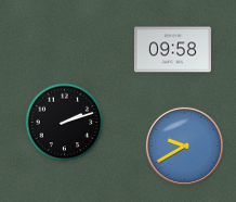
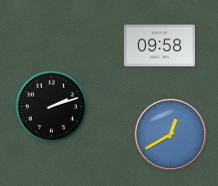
clock at (65, 123) position: (65, 123) -> (52, 107)
clock at (184, 146): 9:40 -> 12:40
